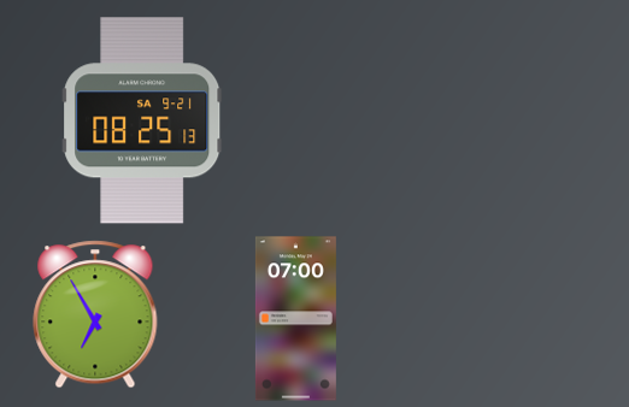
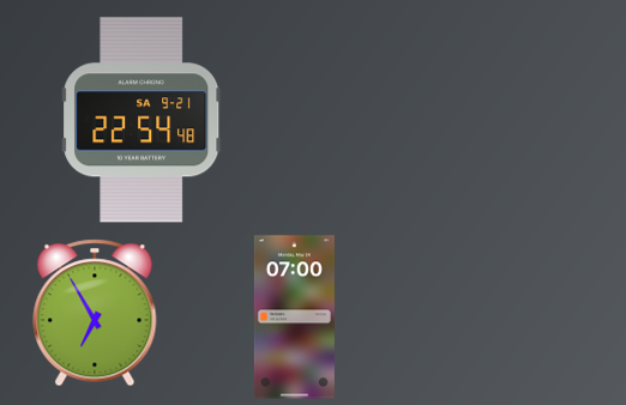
clock at (142, 120): 08:25 -> 22:54
